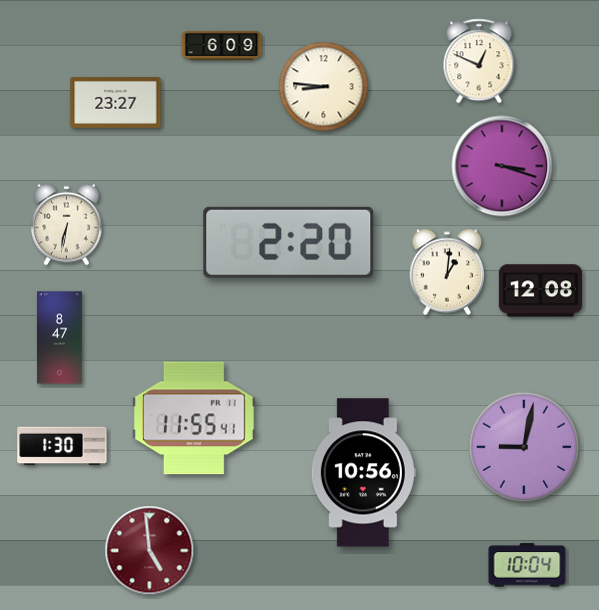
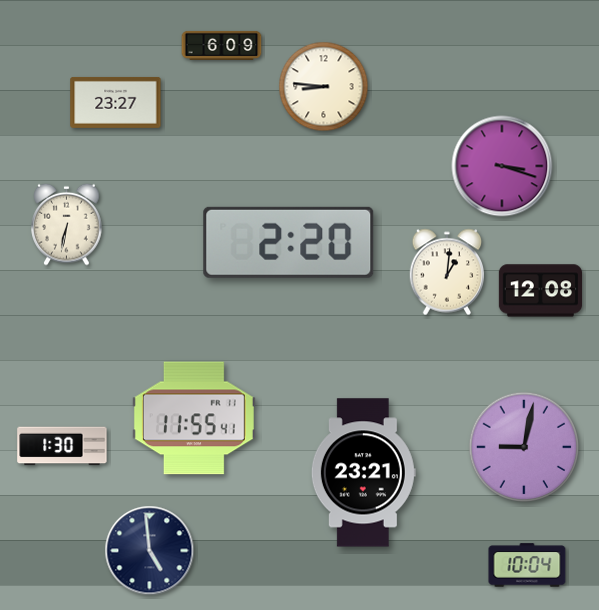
clock at (479, 61): 12:49 -> none
clock at (59, 338): 8:47 -> none
clock at (363, 473): 10:56 -> 23:21
clock at (150, 551) dial: burgundy -> navy
